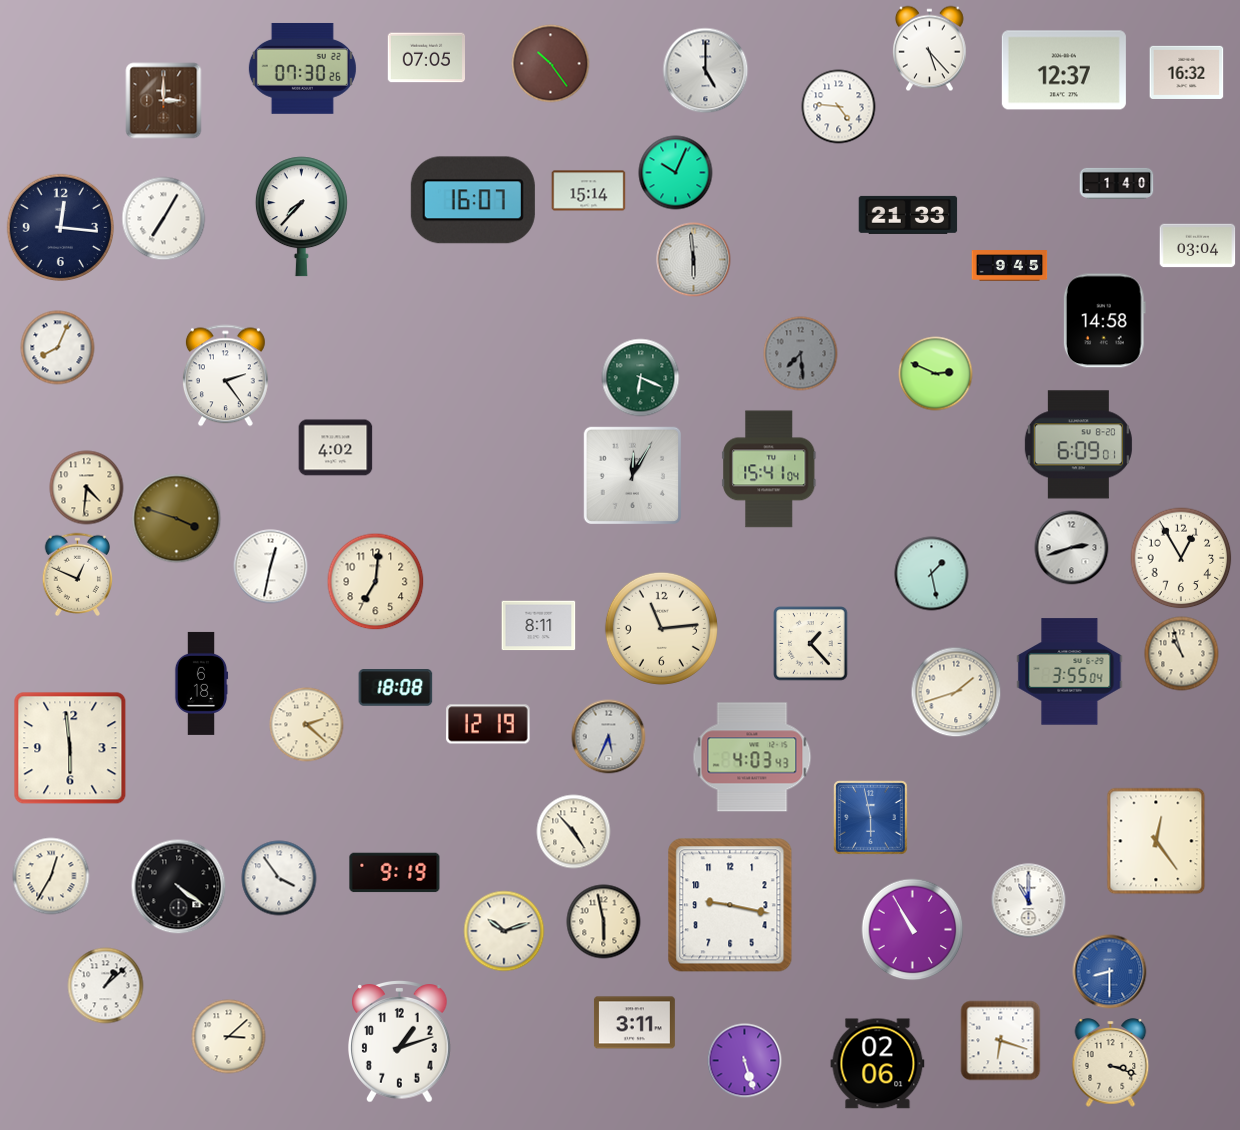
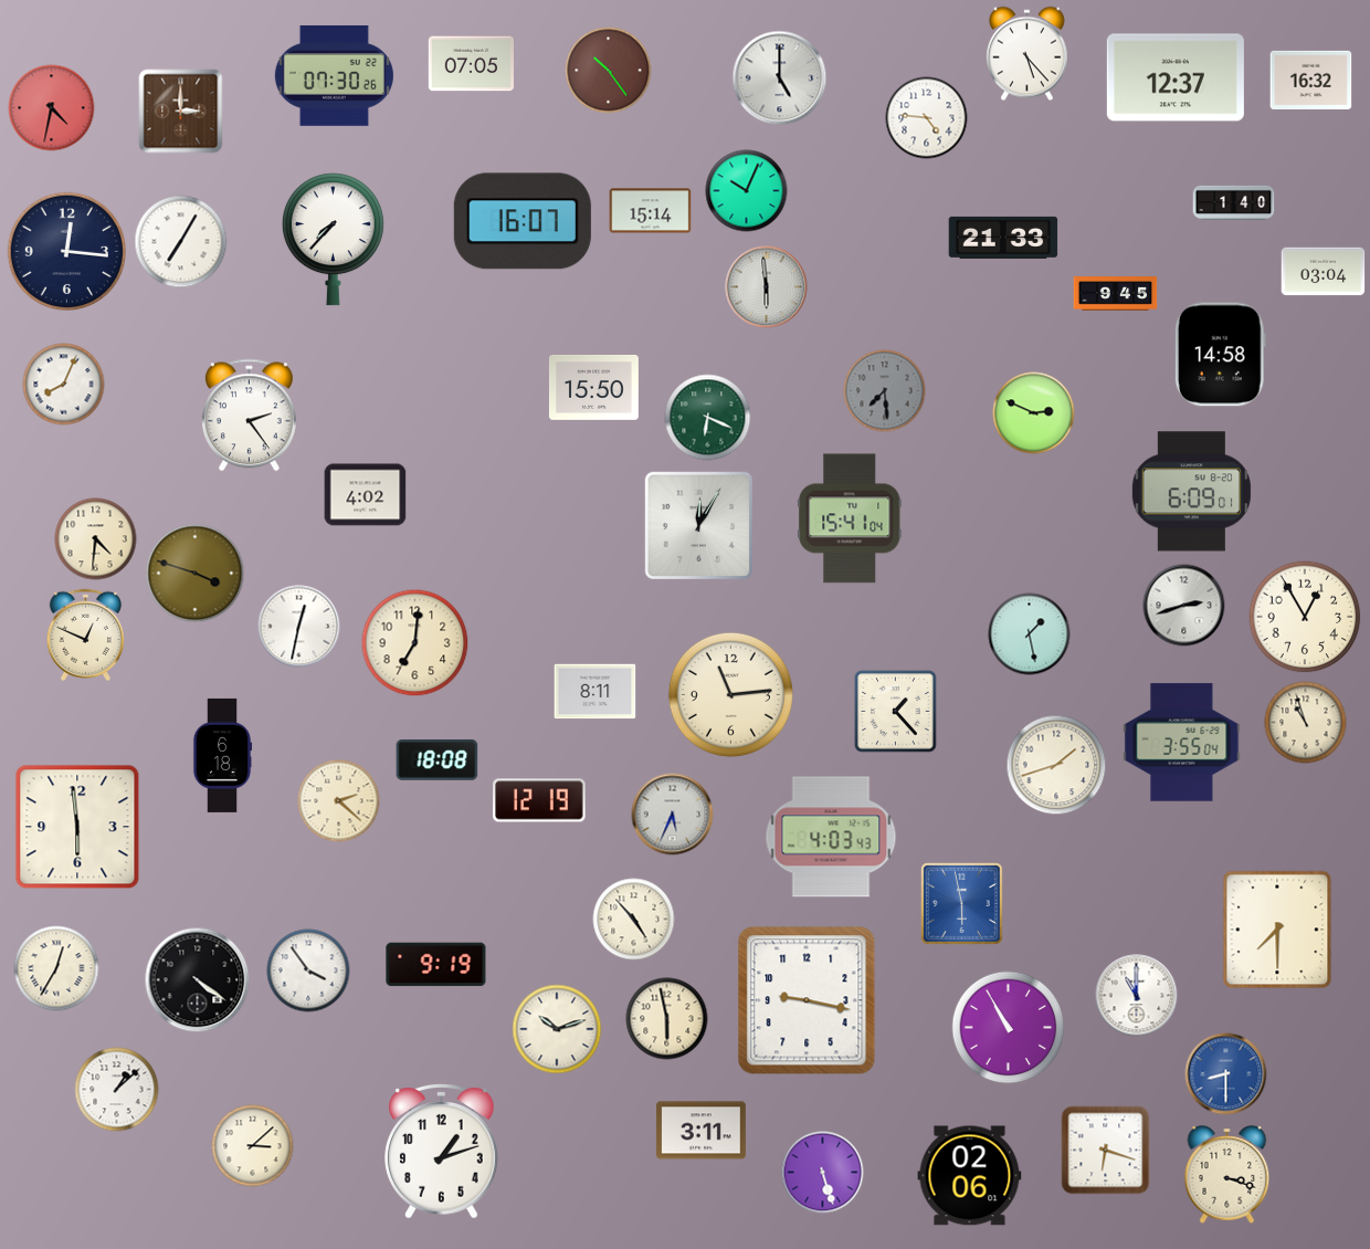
clock at (52, 108): none -> 4:32
clock at (593, 388): none -> 15:50
clock at (336, 448) position: (336, 448) -> (366, 495)
clock at (1156, 841): 12:24 -> 7:30
